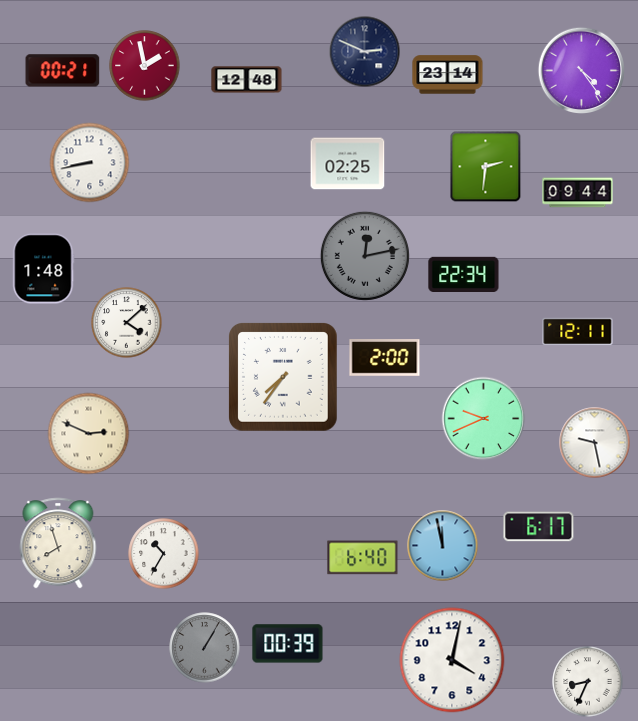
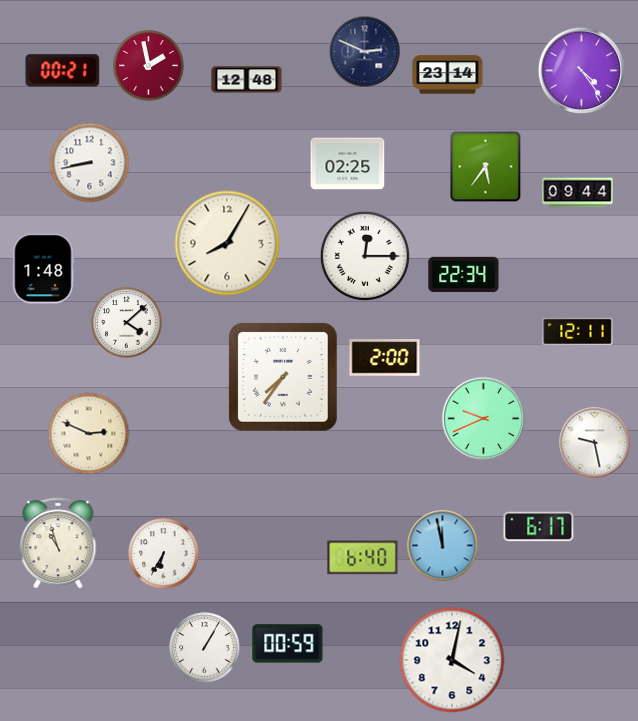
clock at (145, 66) position: (145, 66) -> (149, 66)
clock at (486, 167): 2:31 -> 5:36
clock at (227, 243): none -> 8:05
clock at (365, 256): 12:13 -> 12:15
clock at (365, 256) dial: grey -> white
clock at (58, 543): 7:57 -> 10:57
clock at (164, 554): 10:35 -> 6:35
clock at (288, 644): 00:39 -> 00:59
clock at (205, 648) dial: grey -> white
clock at (588, 682): 8:34 -> none
